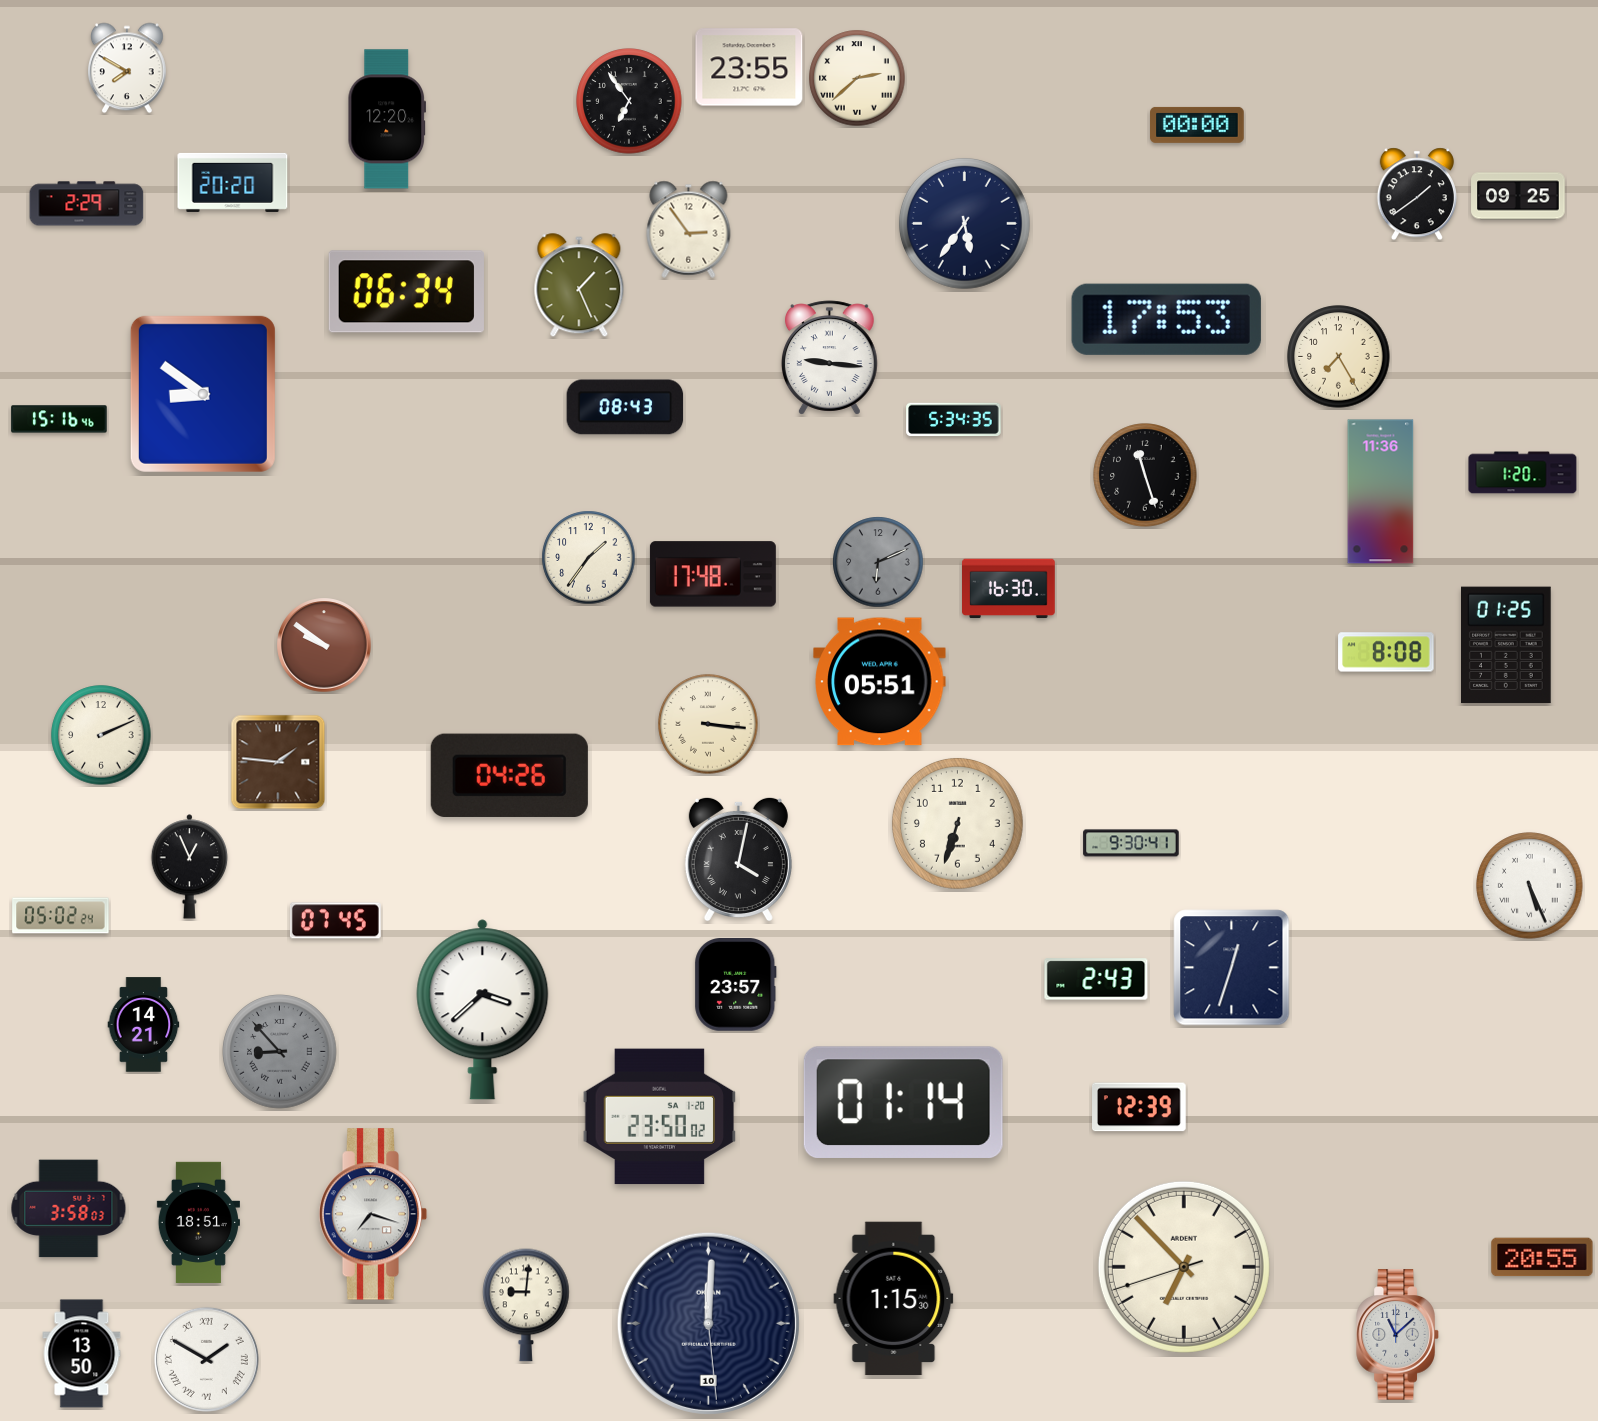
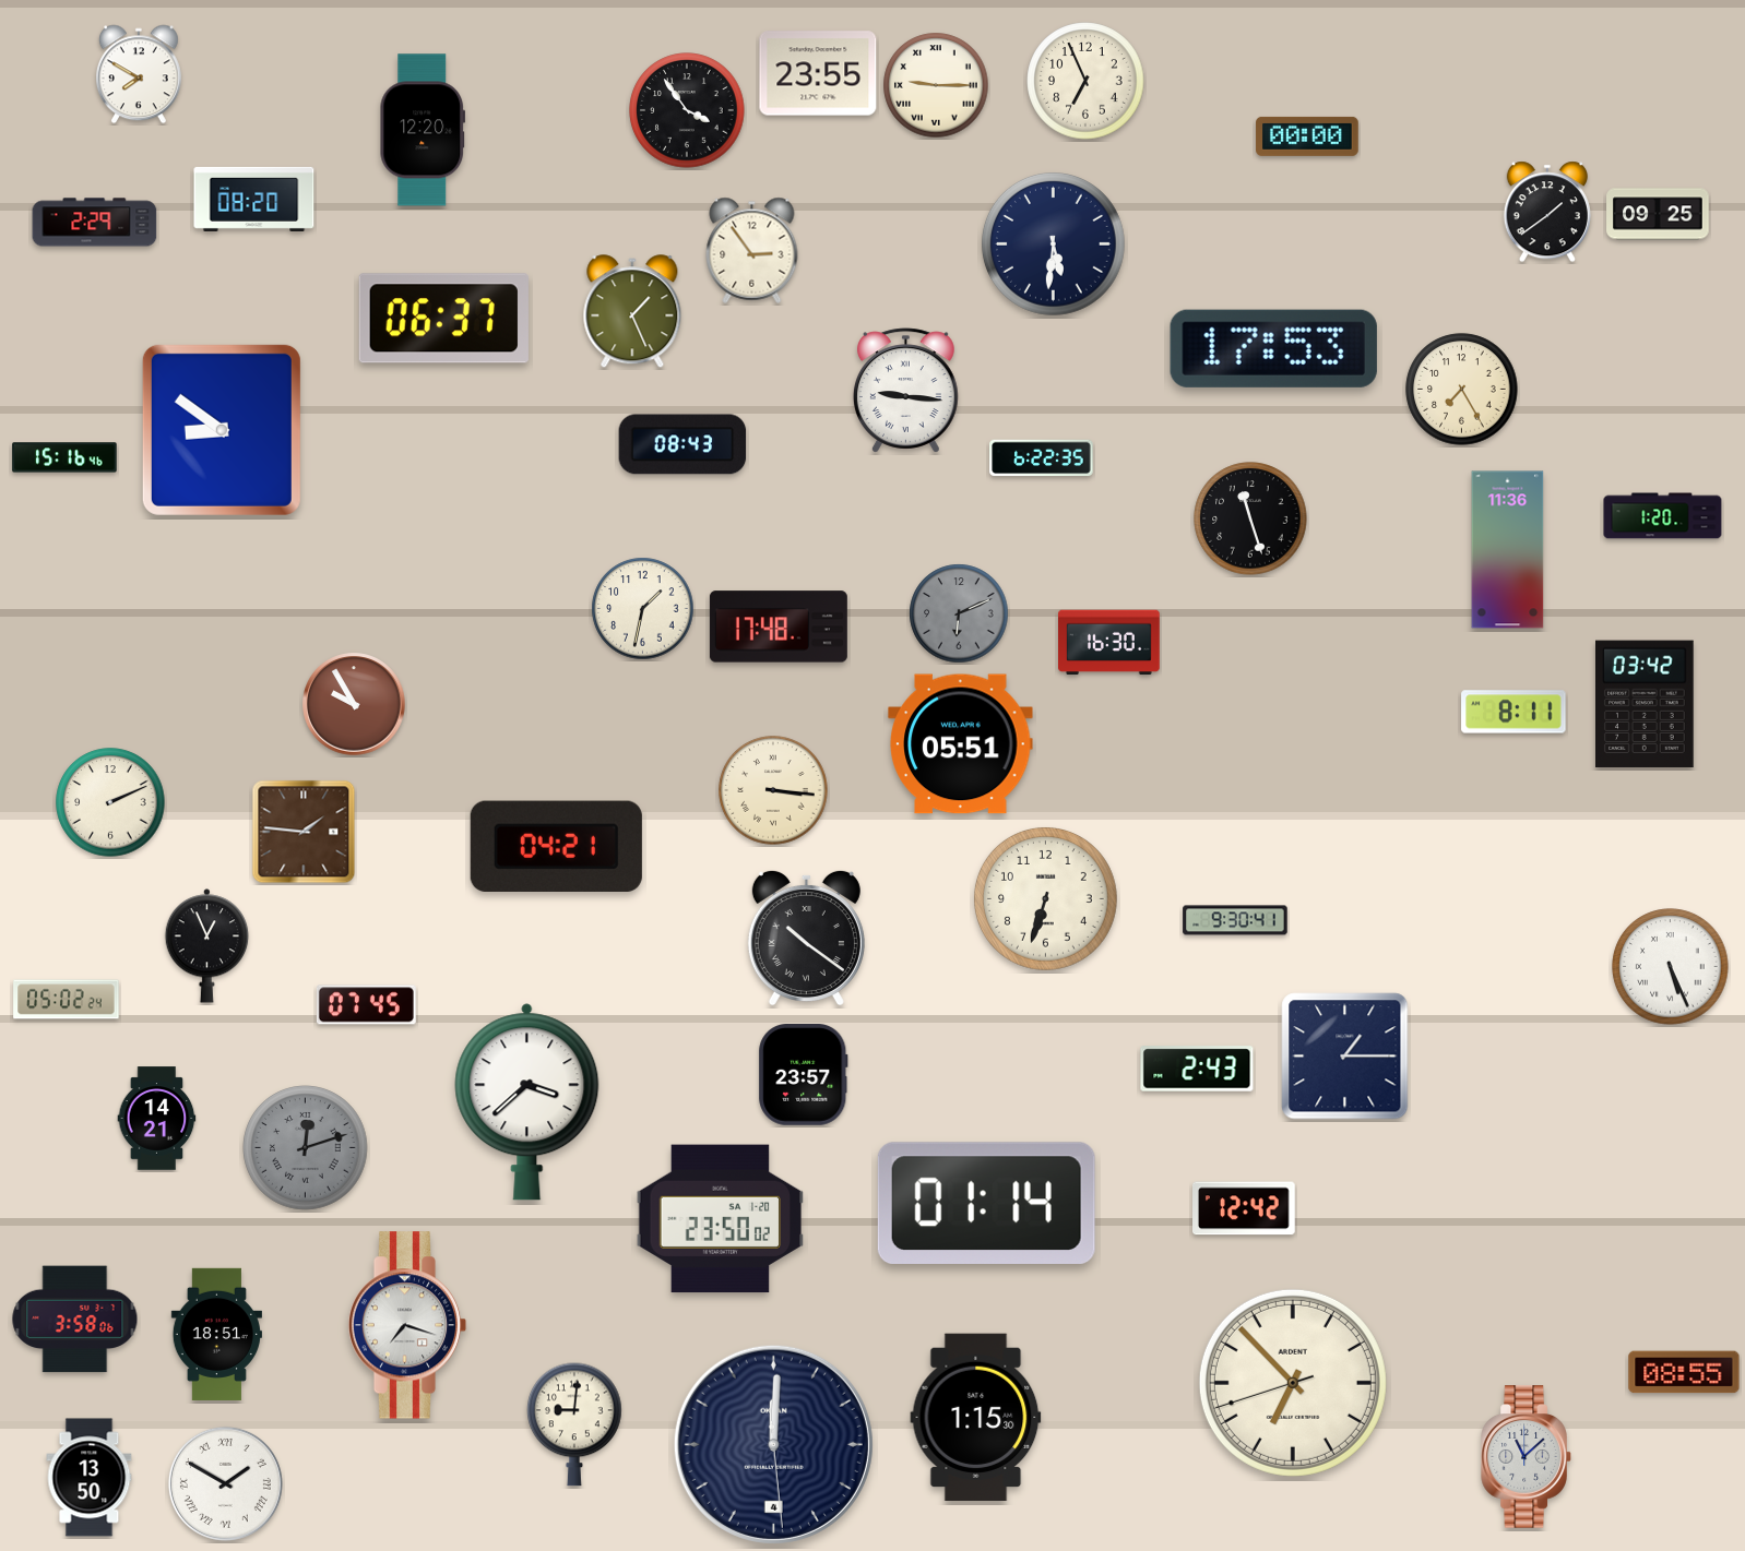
clock at (1085, 81): none -> 6:56
clock at (857, 78): 2:38 -> 9:15
clock at (629, 101): 6:54 -> 3:54
clock at (233, 182): 20:20 -> 08:20
clock at (964, 223): 5:36 -> 5:31
clock at (406, 292): 06:34 -> 06:37
clock at (954, 420): 5:34 -> 6:22
clock at (1381, 492) position: (1381, 492) -> (1508, 550)
clock at (589, 558): 1:36 -> 1:32
clock at (1009, 589) position: (1009, 589) -> (1109, 643)
clock at (324, 645): 9:51 -> 9:55
clock at (1507, 645): 01:25 -> 03:42
clock at (1386, 652): 8:08 -> 8:11
clock at (509, 775): 04:26 -> 04:21
clock at (738, 859): 4:02 -> 10:21
clock at (1232, 968): 12:33 -> 1:15
clock at (280, 1052): 8:53 -> 12:12
clock at (1140, 1107): 12:39 -> 12:42
clock at (69, 1209): 3:58:03 -> 3:58:06
clock at (1542, 1257): 20:55 -> 08:55
clock at (708, 1323) date: 10 -> 4
